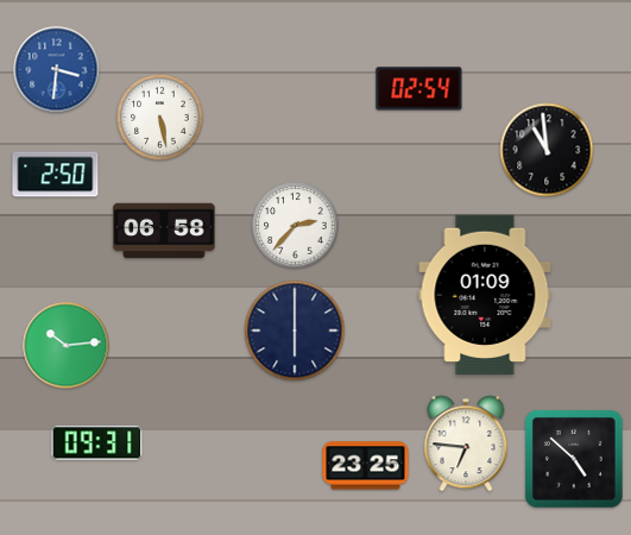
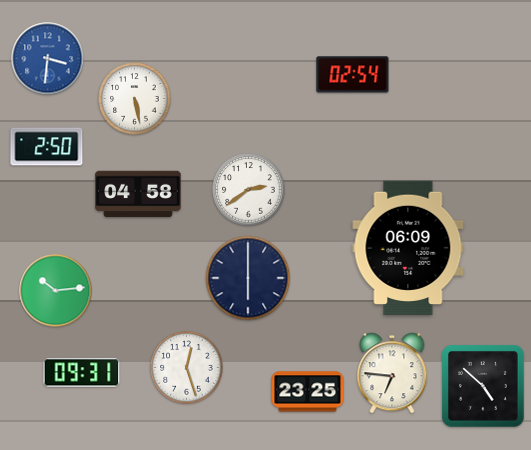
clock at (547, 150): 10:59 -> none
clock at (296, 226): 2:37 -> 2:39
clock at (164, 231): 06:58 -> 04:58
clock at (485, 294): 01:09 -> 06:09
clock at (187, 368): none -> 12:27
